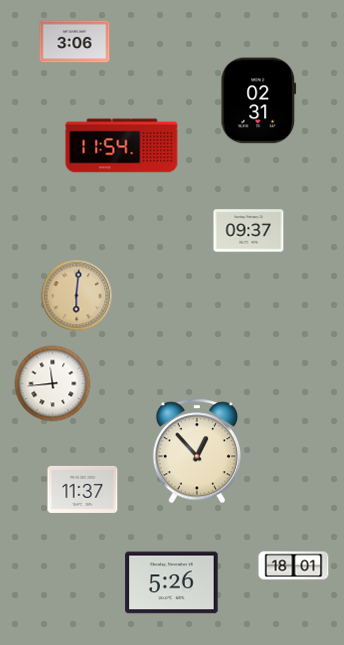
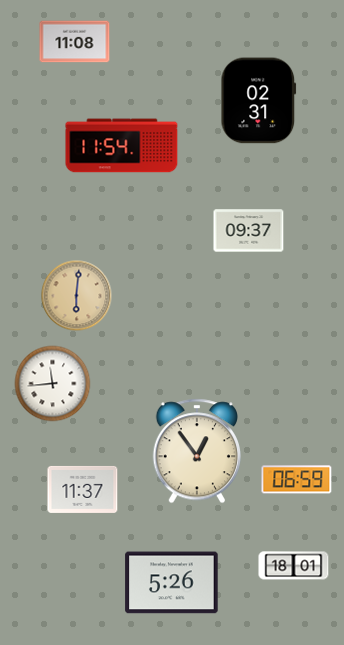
clock at (75, 42): 3:06 -> 11:08
clock at (196, 451): 12:53 -> 12:54
clock at (297, 480): none -> 06:59
